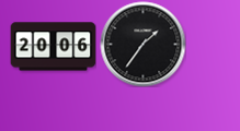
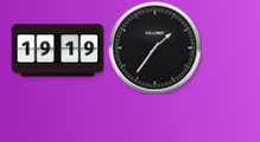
clock at (53, 47): 20:06 -> 19:19
